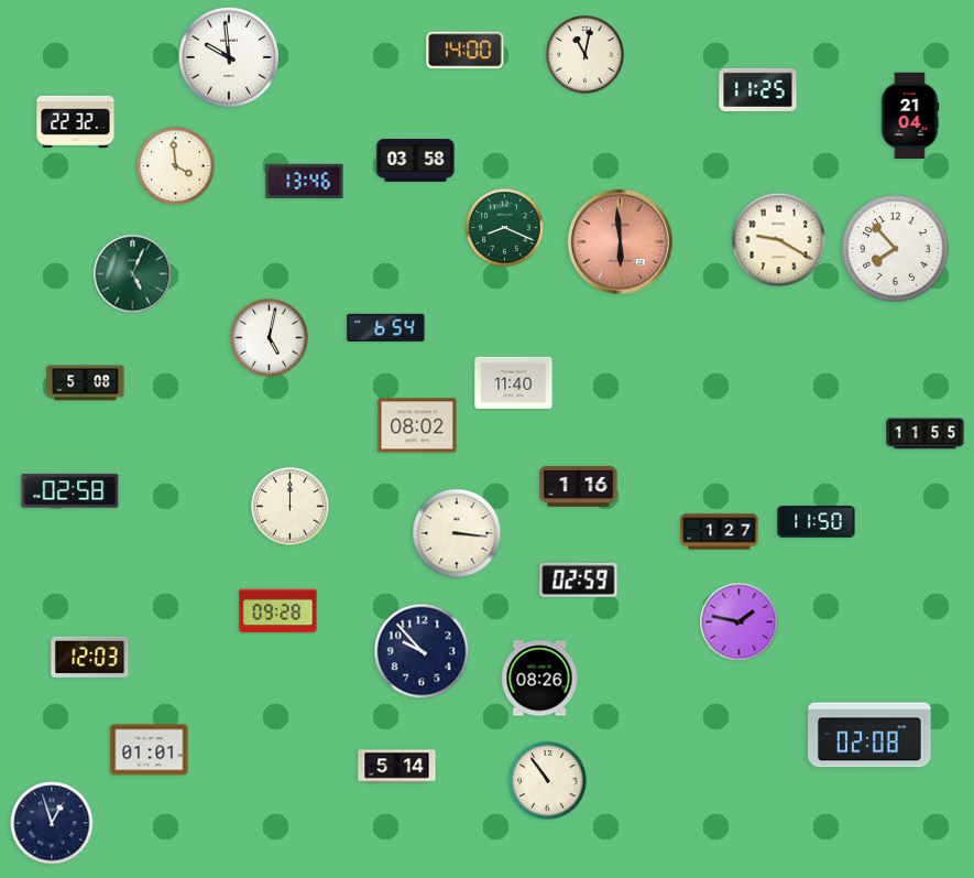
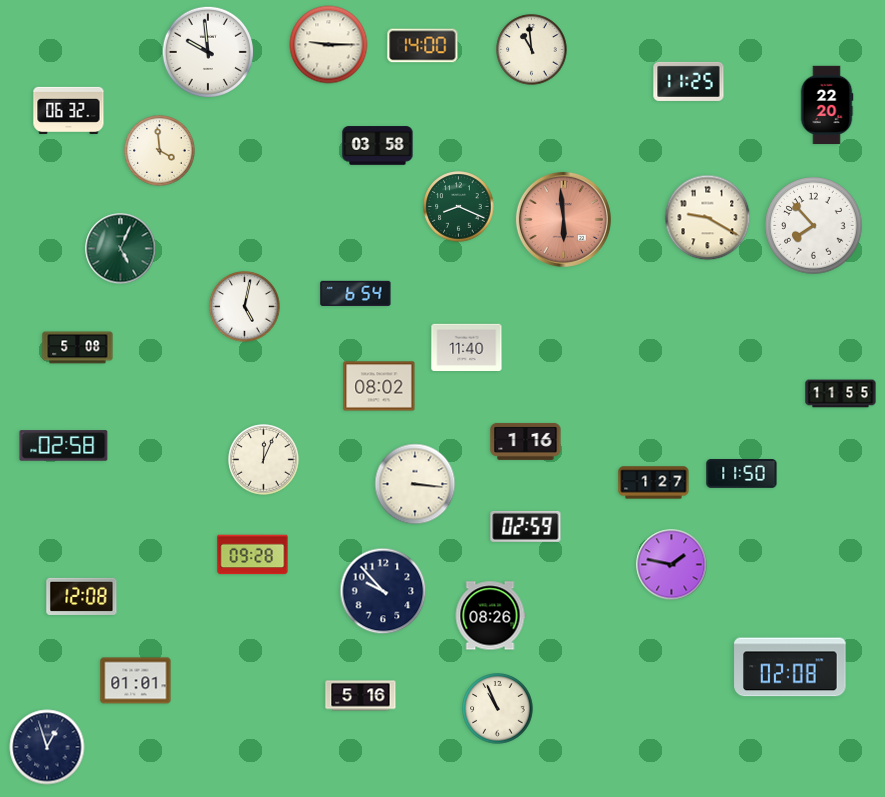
clock at (329, 45): none -> 9:15
clock at (586, 55): 11:02 -> 10:59
clock at (910, 116): 21:04 -> 22:20
clock at (76, 121): 22:32 -> 06:32
clock at (305, 181): 13:46 -> none
clock at (386, 327) position: (386, 327) -> (356, 293)
clock at (291, 507): 12:00 -> 12:04
clock at (90, 657): 12:03 -> 12:08
clock at (397, 767): 5:14 -> 5:16
clock at (548, 781): 10:54 -> 10:56
